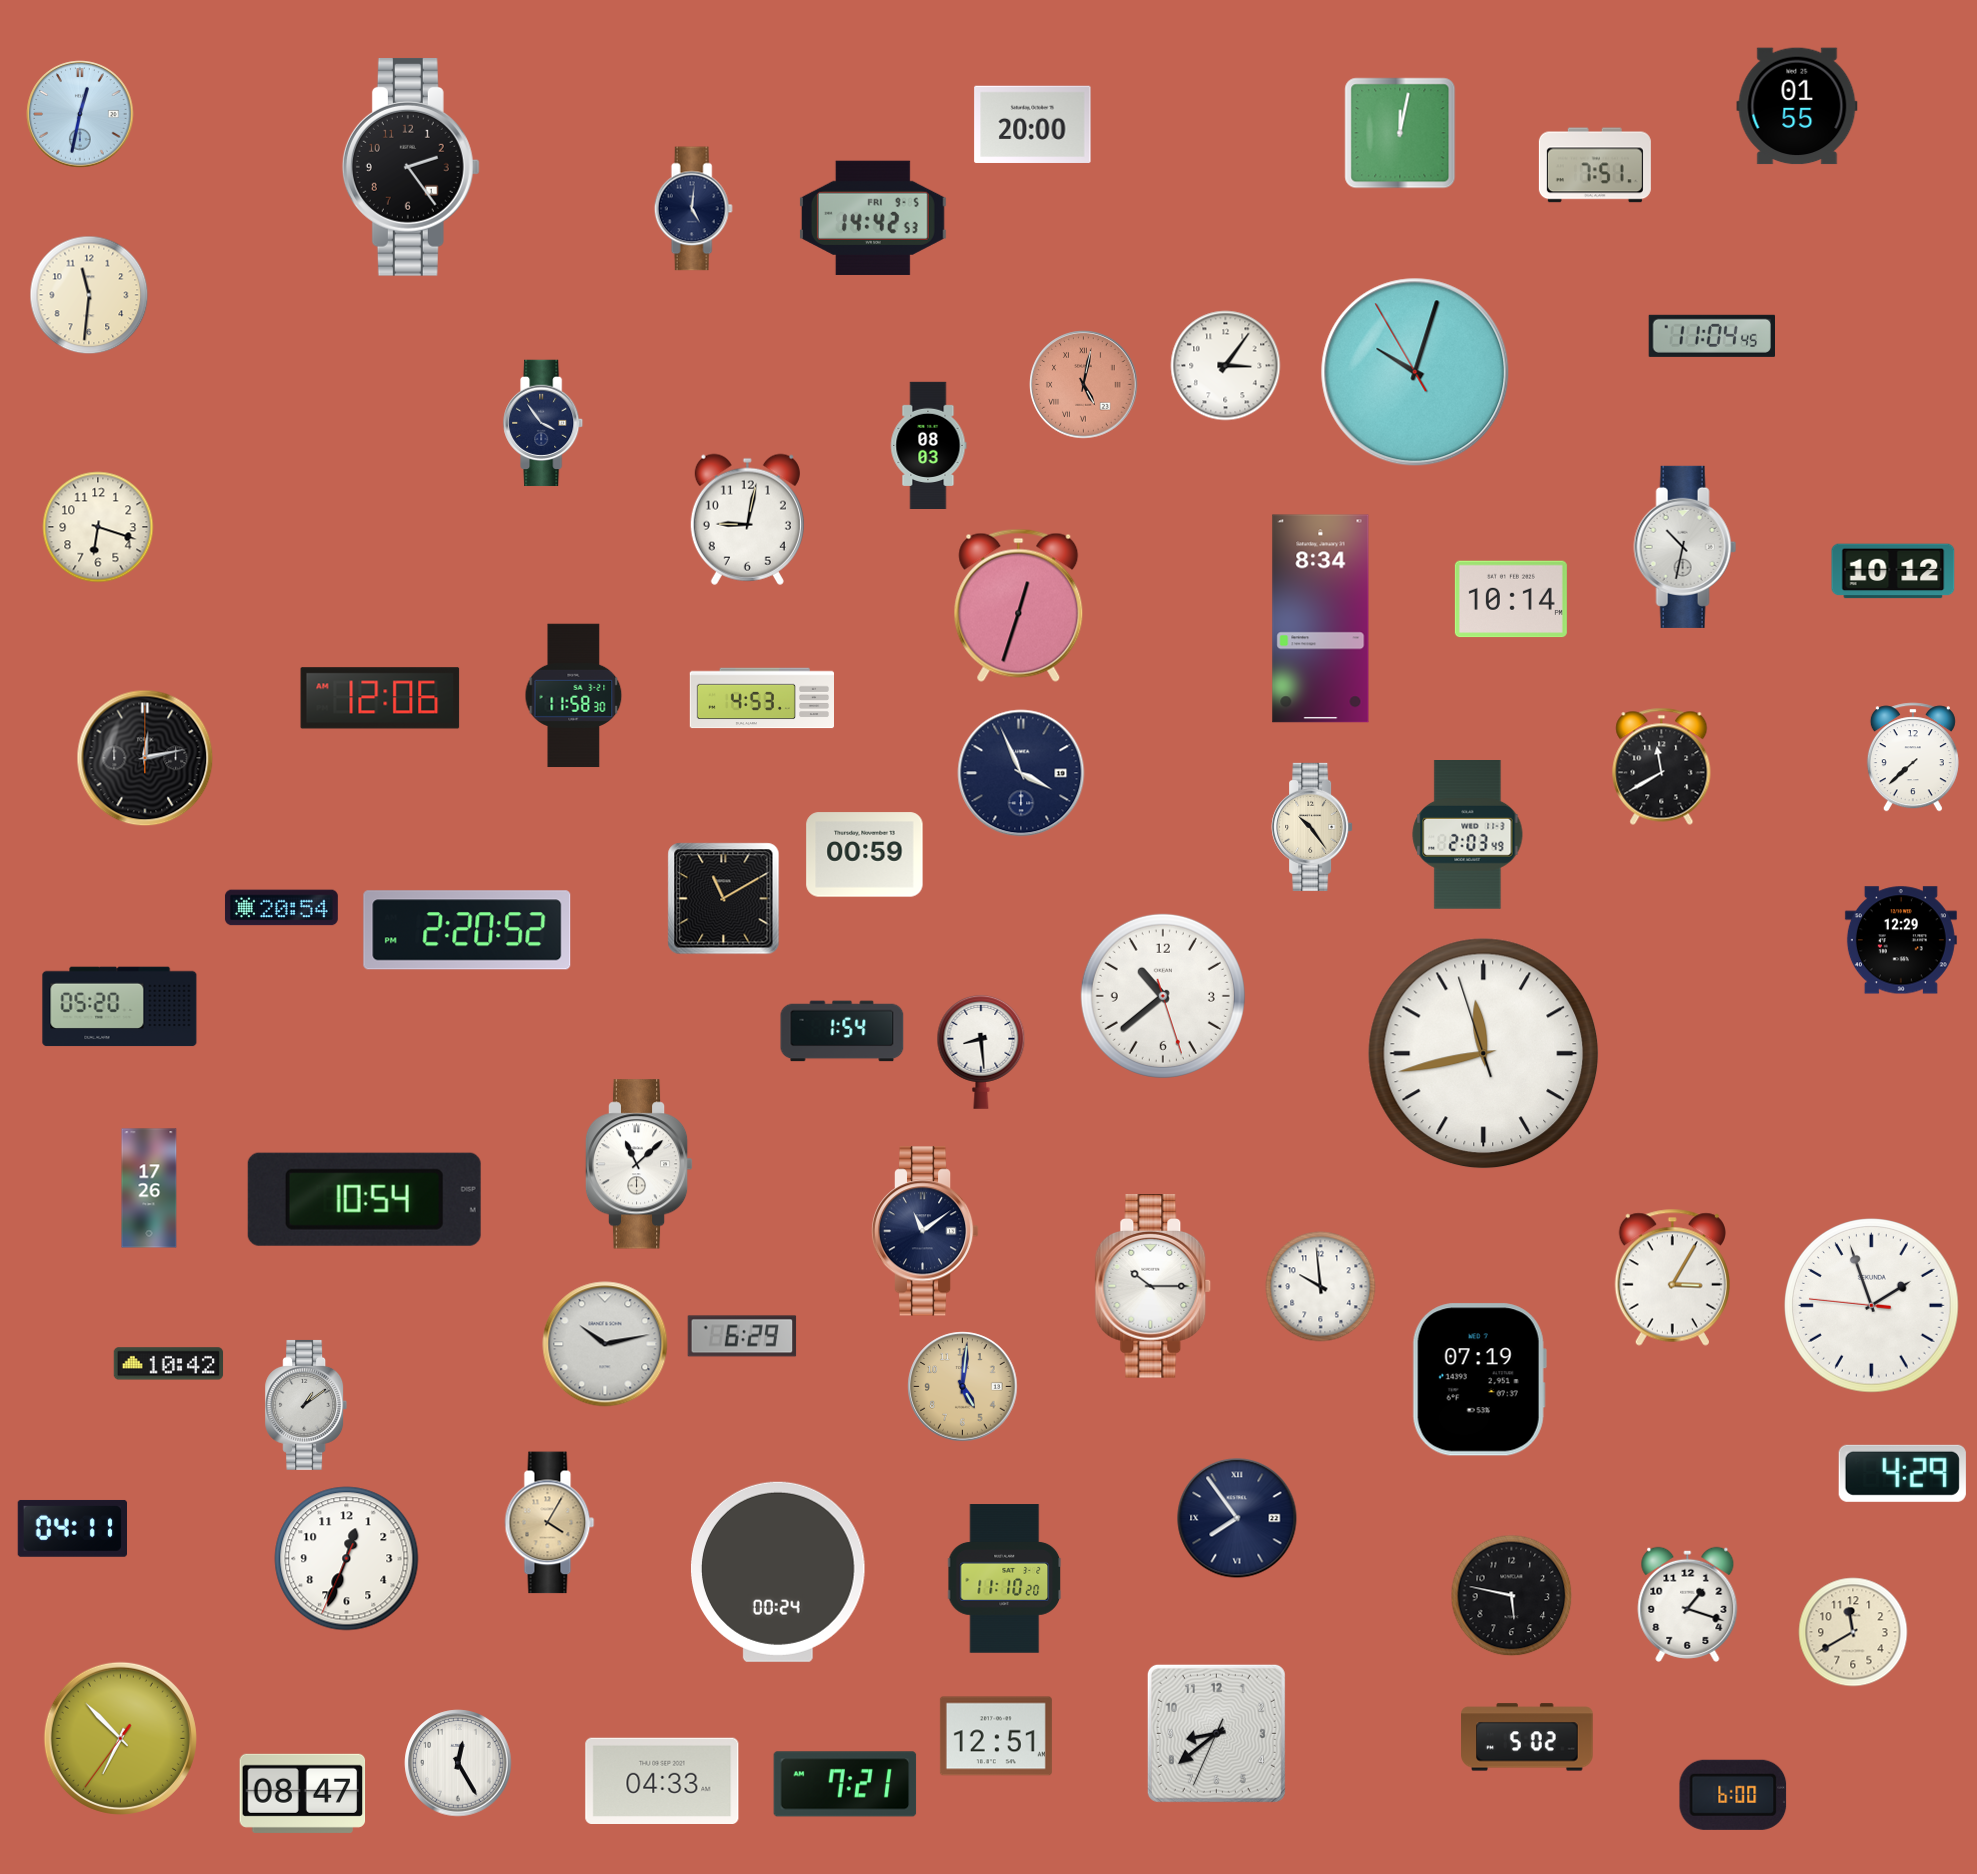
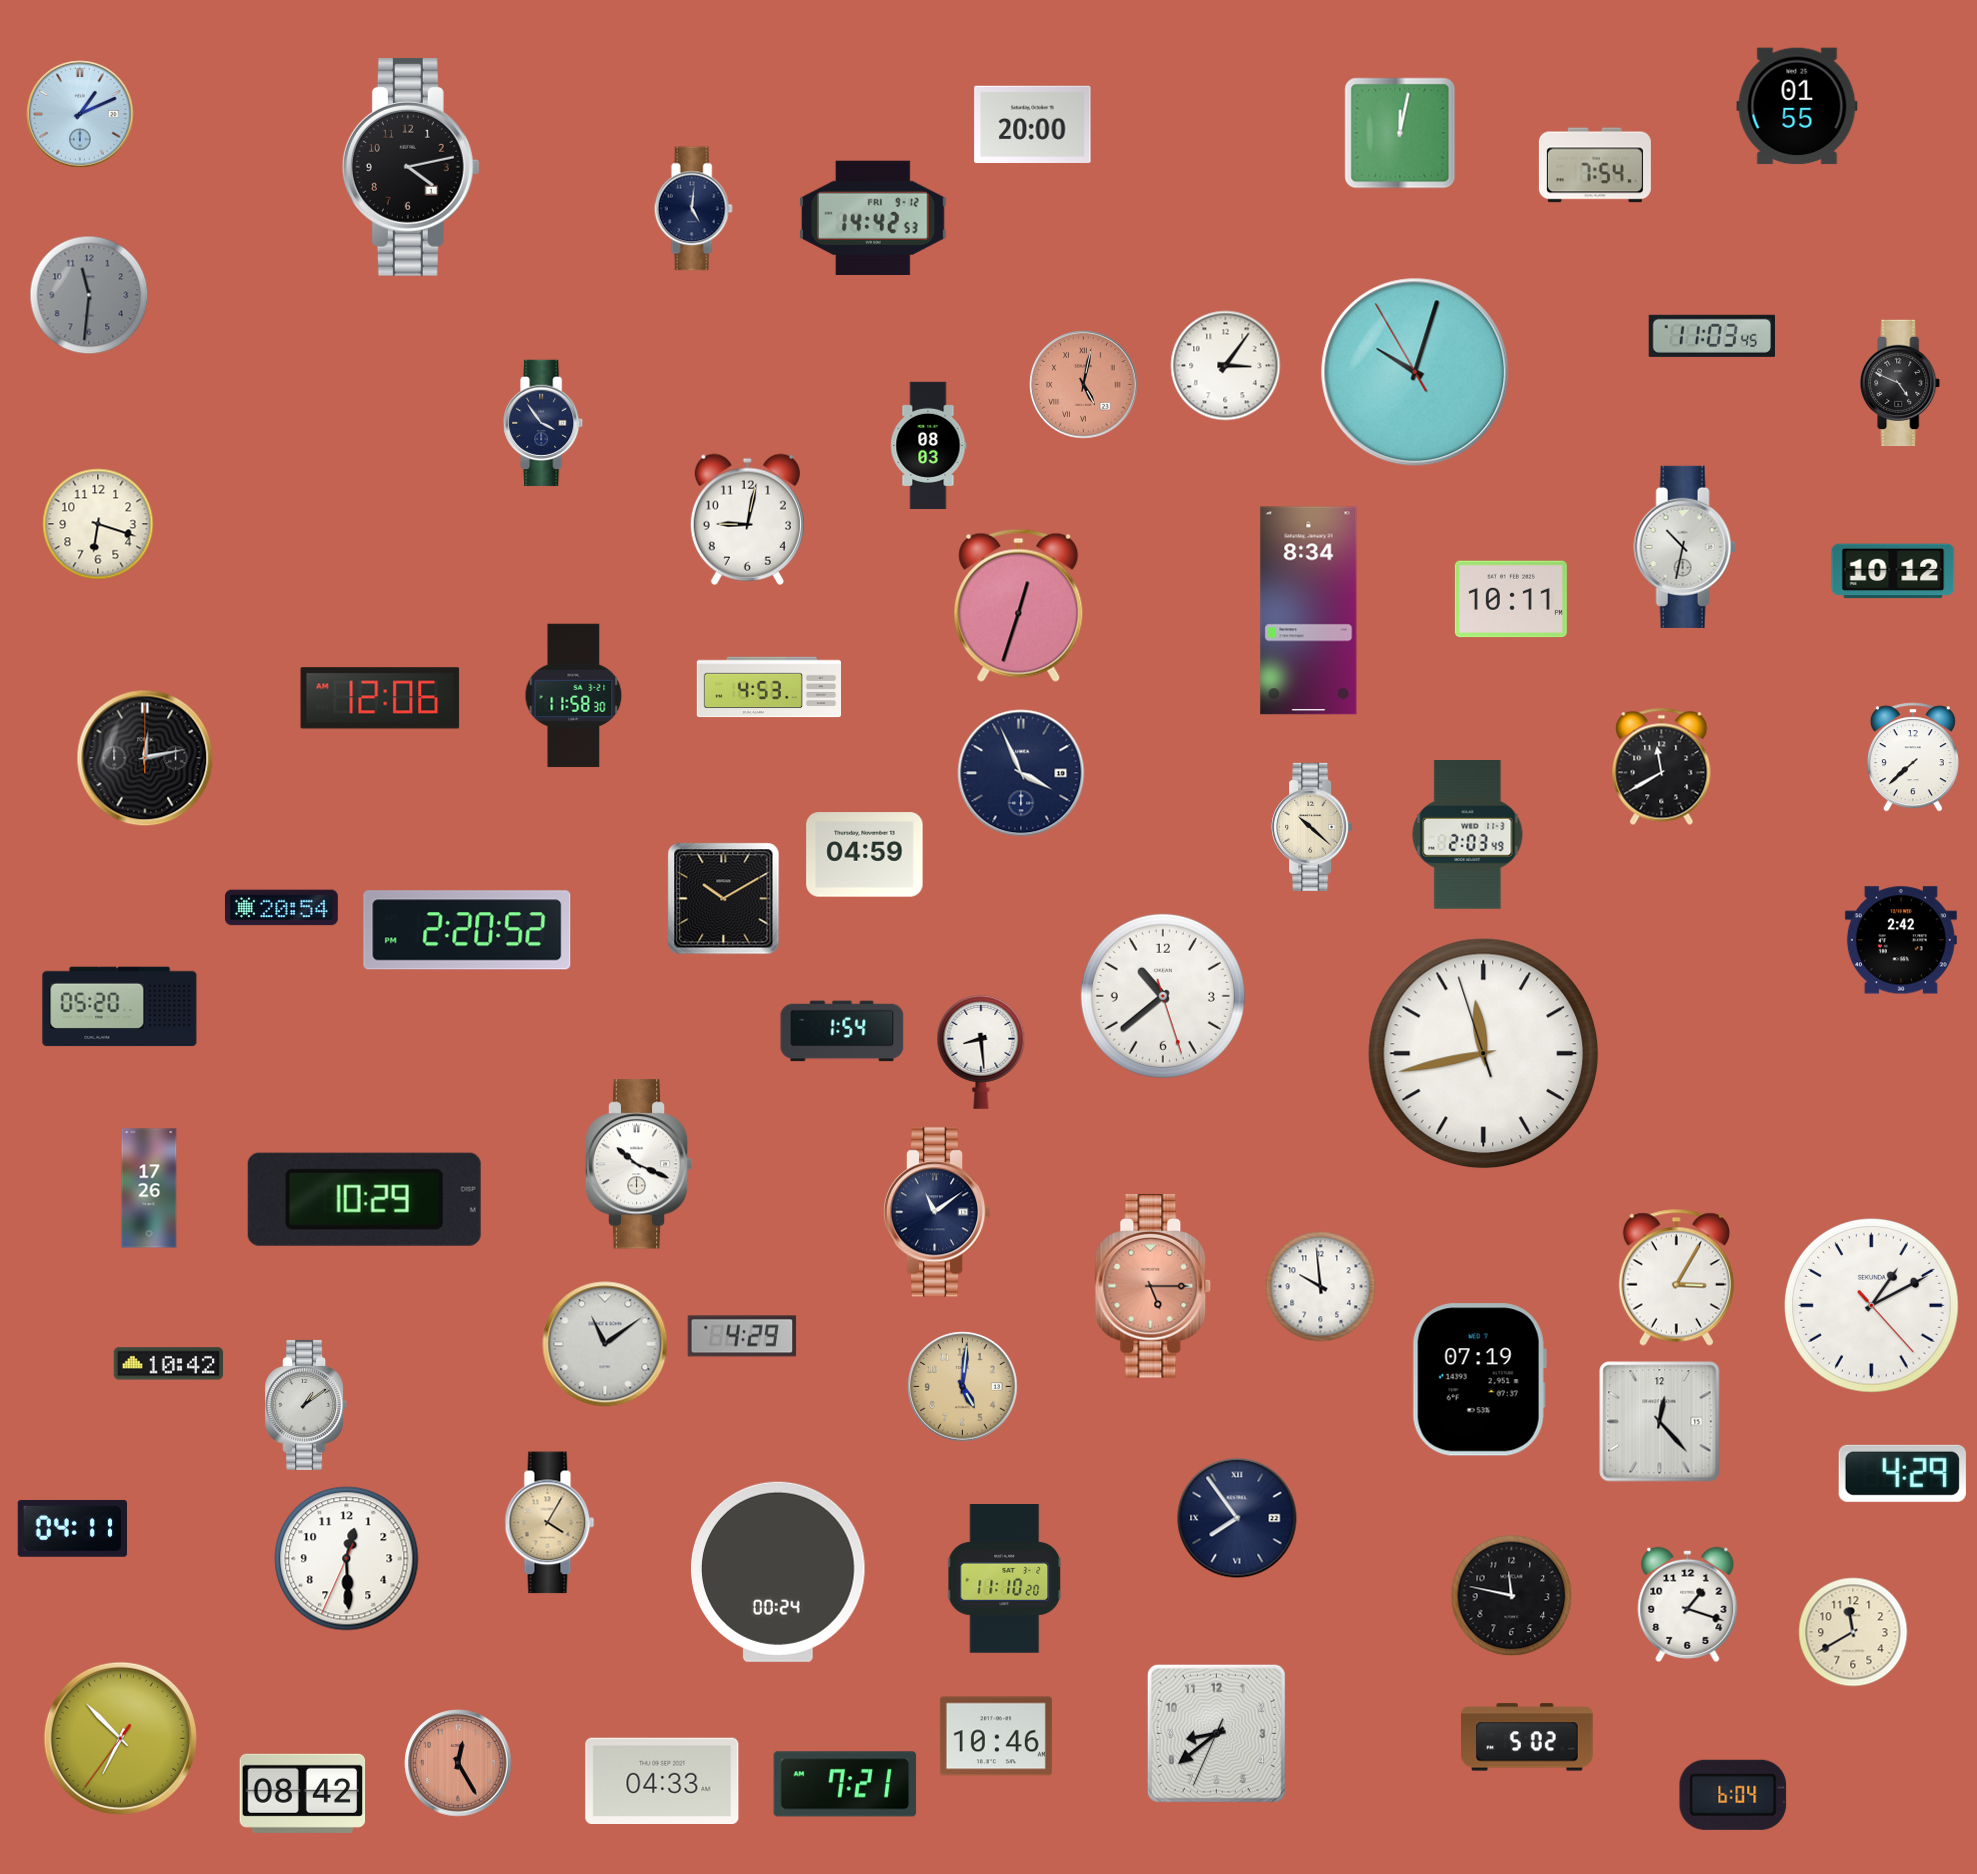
clock at (80, 114): 12:32 -> 1:11
clock at (1595, 165): 7:51 -> 7:54
clock at (411, 167): 2:24 -> 4:13
clock at (873, 218) date: FRI 9-5 -> FRI 9-12
clock at (89, 295) dial: cream -> grey
clock at (1711, 336): 11:04 -> 11:03
clock at (1901, 383): none -> 4:49
clock at (98, 527) position: (98, 527) -> (98, 524)
clock at (1511, 599): 10:14 -> 10:11
clock at (1321, 619) position: (1321, 619) -> (1309, 611)
clock at (761, 698) position: (761, 698) -> (768, 687)
clock at (1312, 827): 10:24 -> 10:22
clock at (865, 855): 00:59 -> 04:59
clock at (724, 899): 11:10 -> 10:10
clock at (1901, 940): 12:29 -> 2:42
clock at (639, 1164): 11:08 -> 10:19
clock at (364, 1199): 10:54 -> 10:29
clock at (925, 1231) position: (925, 1231) -> (937, 1212)
clock at (1672, 1277) position: (1672, 1277) -> (1676, 1277)
clock at (1153, 1287): 10:15 -> 5:15
clock at (1153, 1287) dial: white -> salmon
clock at (1872, 1306): 1:56 -> 1:10
clock at (742, 1336): 6:29 -> 4:29
clock at (605, 1344): 10:13 -> 11:09
clock at (1660, 1422): none -> 12:23
clock at (347, 1559): 12:33 -> 12:29
clock at (1512, 1596): 5:47 -> 11:47
clock at (996, 1736): 12:51 -> 10:46
clock at (458, 1763) dial: white -> salmon
clock at (303, 1793): 08:47 -> 08:42
clock at (1733, 1795): 6:00 -> 6:04
